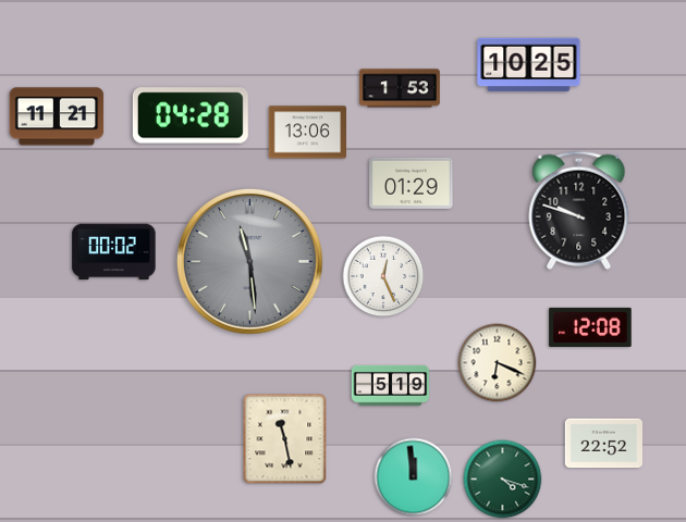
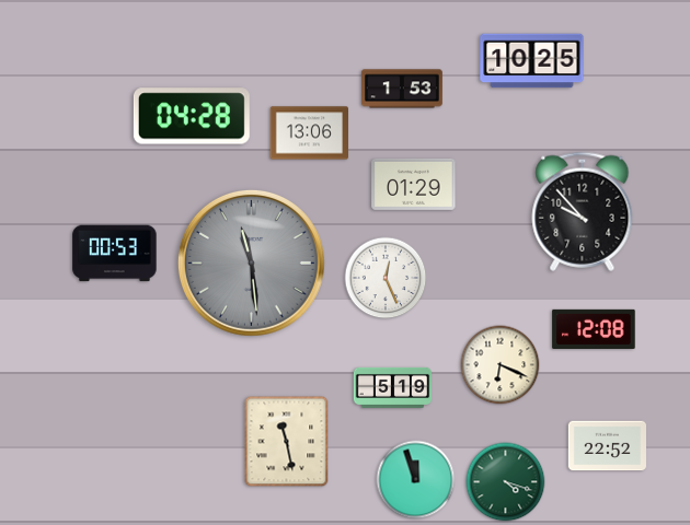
clock at (529, 65) position: (529, 65) -> (532, 61)
clock at (57, 116): 11:21 -> none
clock at (579, 210): 9:48 -> 9:53
clock at (114, 252): 00:02 -> 00:53
clock at (414, 477): 11:59 -> 11:57
